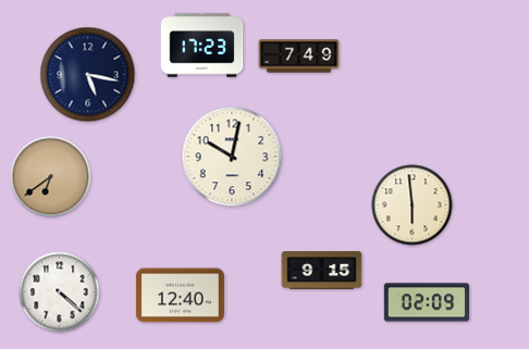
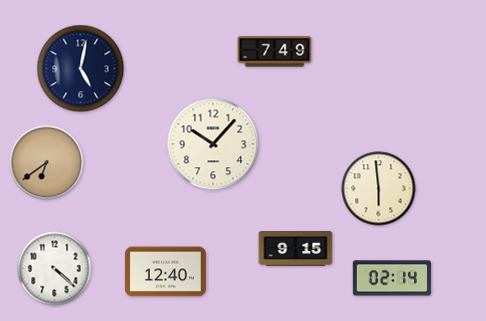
clock at (202, 46): 17:23 -> none
clock at (88, 75): 5:17 -> 5:02
clock at (232, 157): 10:02 -> 10:07
clock at (427, 302): 02:09 -> 02:14
